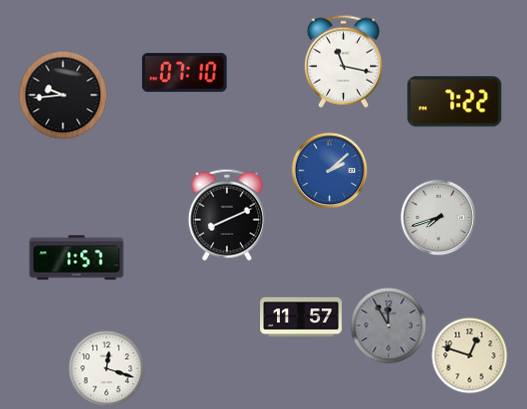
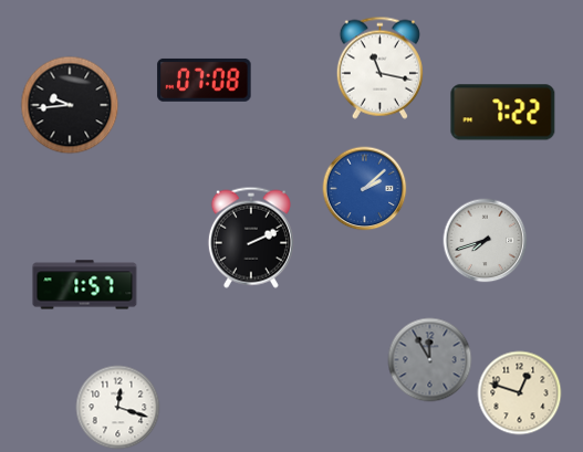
clock at (185, 72): 07:10 -> 07:08
clock at (227, 215): 8:11 -> 2:11
clock at (301, 317): 11:57 -> none
